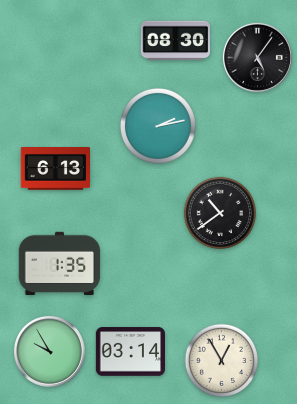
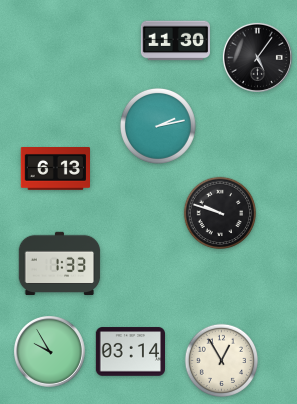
clock at (175, 41): 08:30 -> 11:30
clock at (220, 213): 10:39 -> 9:48
clock at (60, 264): 1:35 -> 1:33
